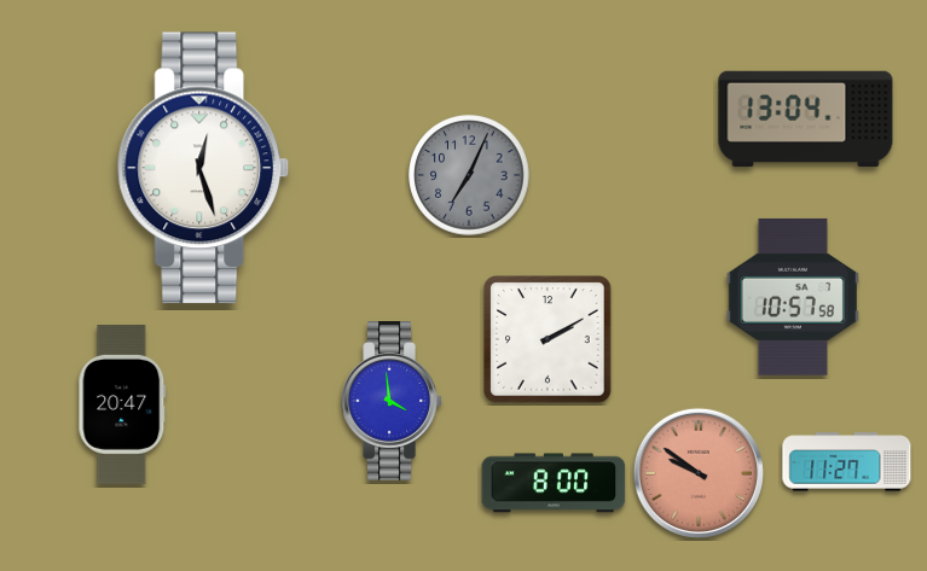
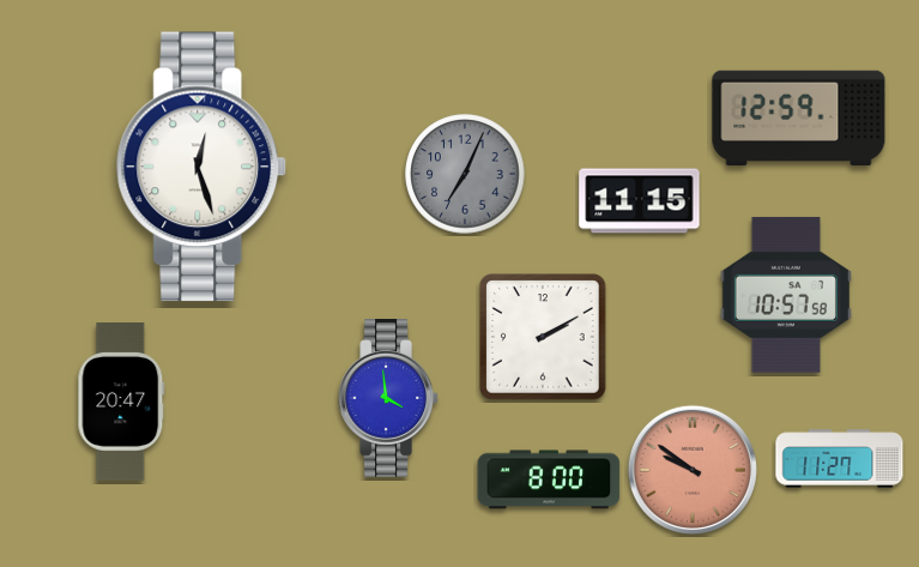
clock at (806, 120): 13:04 -> 12:59
clock at (640, 201): none -> 11:15
